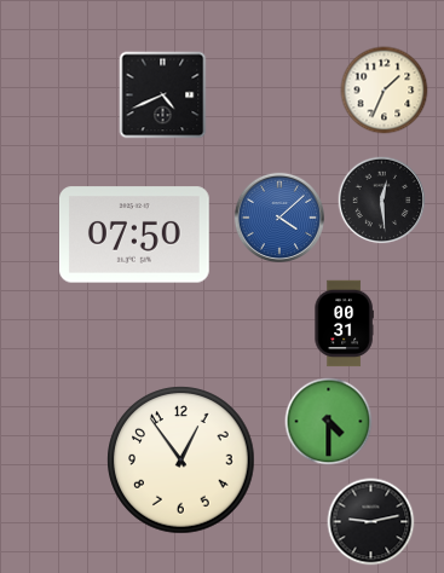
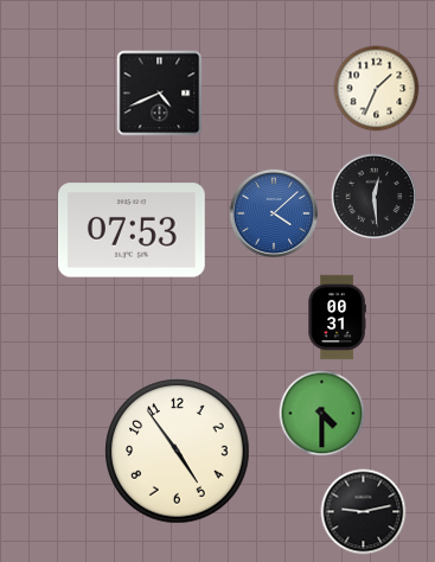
clock at (134, 235): 07:50 -> 07:53
clock at (181, 461): 12:54 -> 4:54
